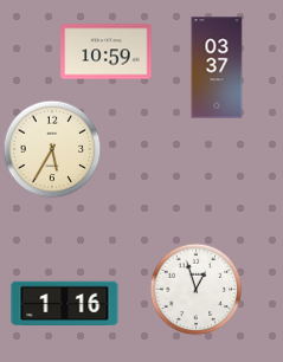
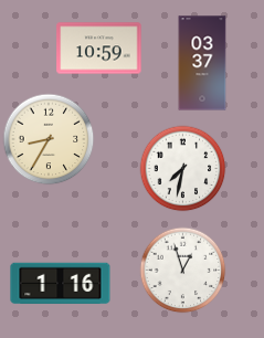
clock at (52, 149): 5:35 -> 8:35
clock at (182, 168): none -> 7:32
